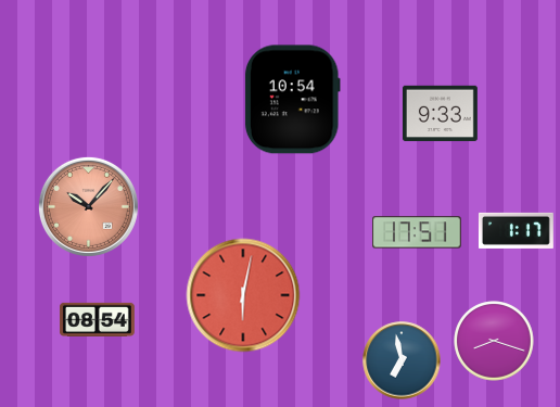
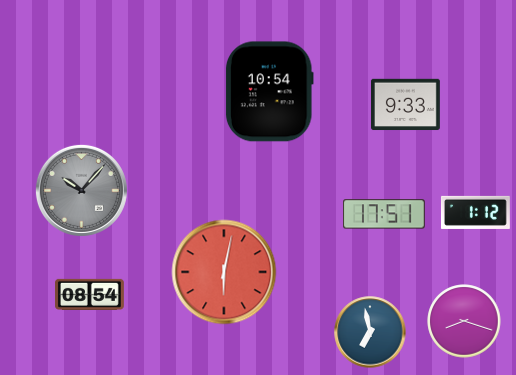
clock at (88, 206) dial: salmon -> grey
clock at (516, 230): 1:17 -> 1:12
clock at (494, 341) position: (494, 341) -> (464, 321)
